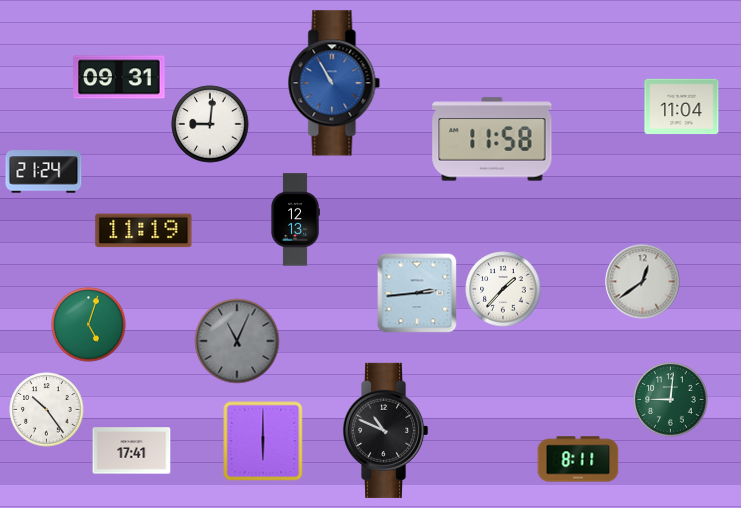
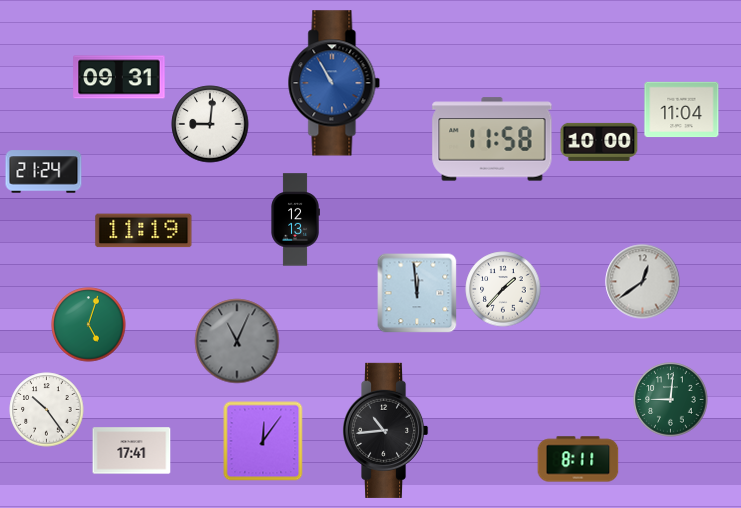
clock at (682, 107) position: (682, 107) -> (682, 110)
clock at (599, 142): none -> 10:00
clock at (417, 293): 2:44 -> 11:59
clock at (386, 430): 10:49 -> 10:44
clock at (263, 441): 6:00 -> 12:06
